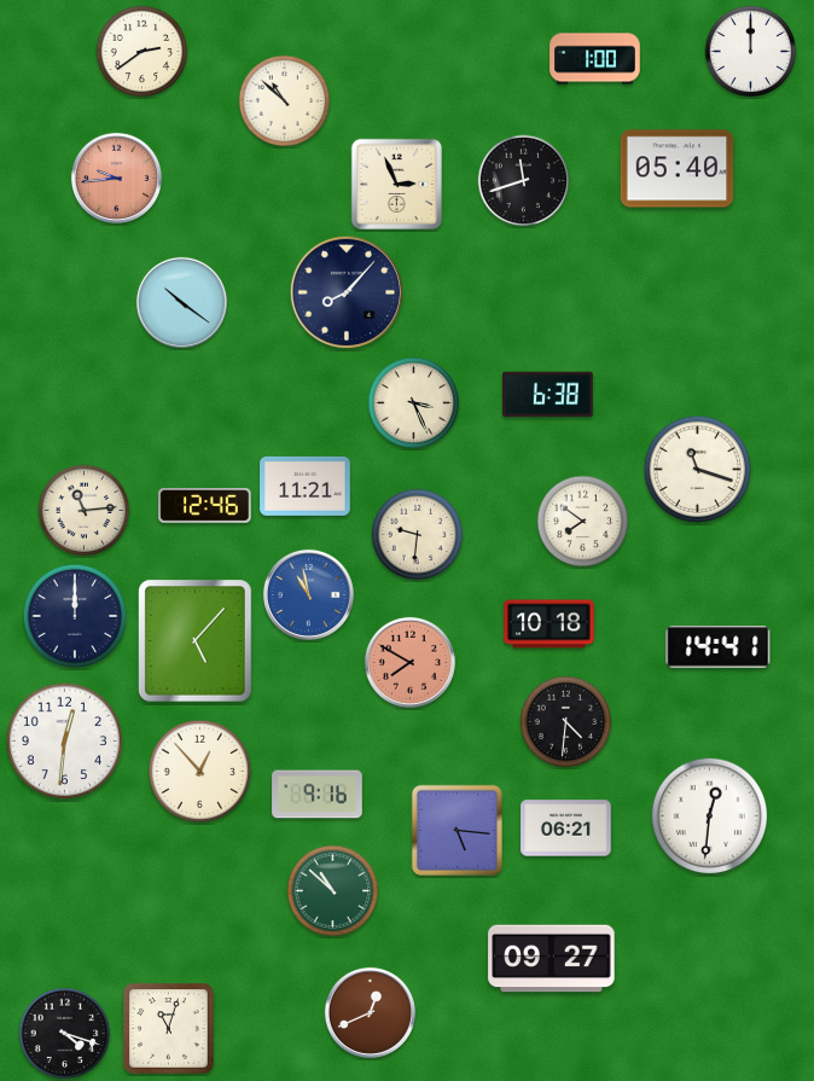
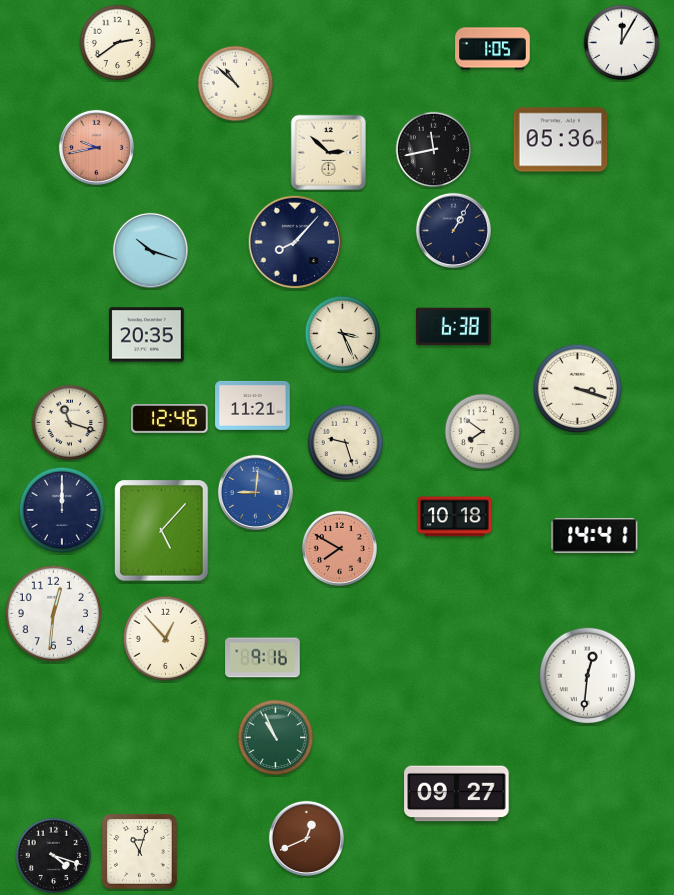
clock at (751, 52): 12:00 -> 12:05
clock at (595, 59): 1:00 -> 1:05
clock at (678, 169): 05:40 -> 05:36
clock at (116, 178): 9:44 -> 9:43
clock at (524, 181): 11:42 -> 11:43
clock at (396, 184): 2:56 -> 2:52
clock at (453, 230): none -> 1:05
clock at (347, 292) position: (347, 292) -> (295, 242)
clock at (181, 302): 10:21 -> 10:18
clock at (147, 335): none -> 20:35
clock at (698, 470): 11:18 -> 3:18
clock at (306, 486) position: (306, 486) -> (253, 405)
clock at (85, 511): 11:14 -> 11:18
clock at (418, 535): 9:31 -> 9:27
clock at (308, 594): 10:58 -> 9:01
clock at (566, 722): 4:31 -> none
clock at (566, 829): 06:21 -> none
clock at (457, 830): 5:16 -> none
clock at (333, 891): 10:52 -> 10:56
